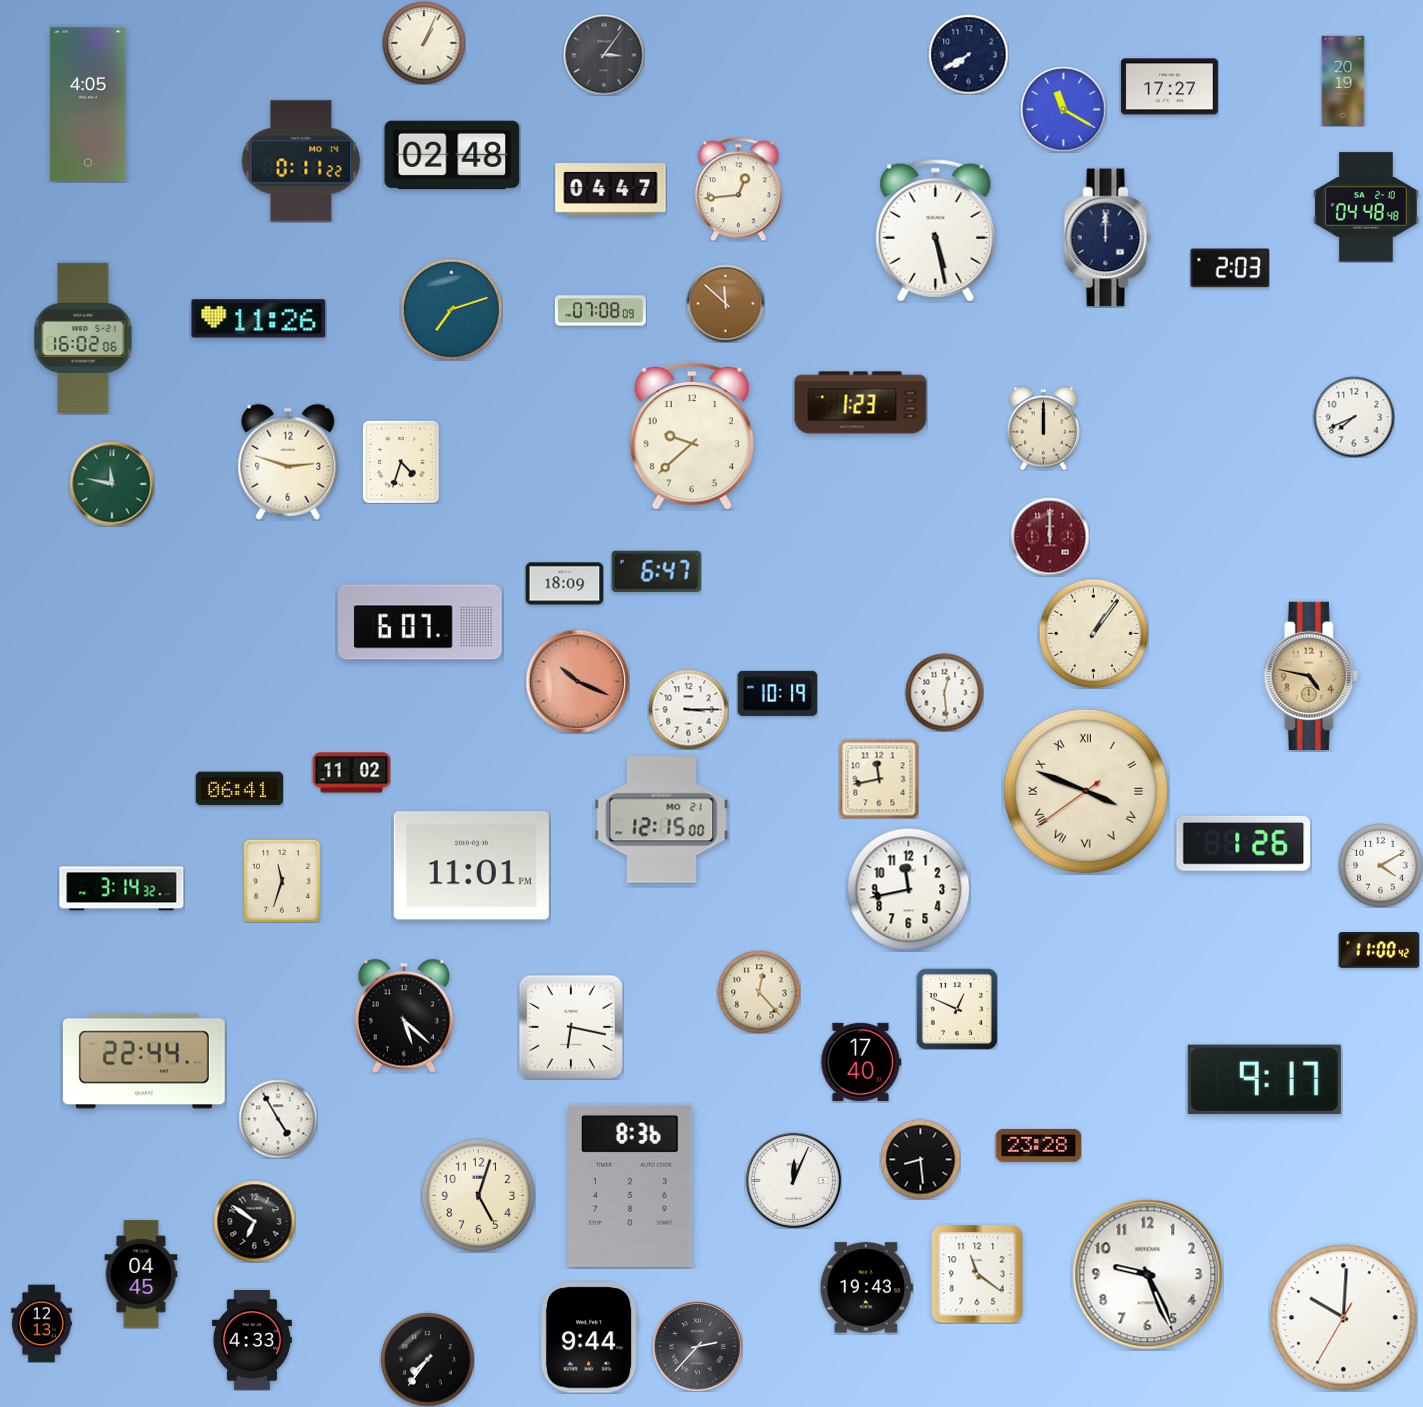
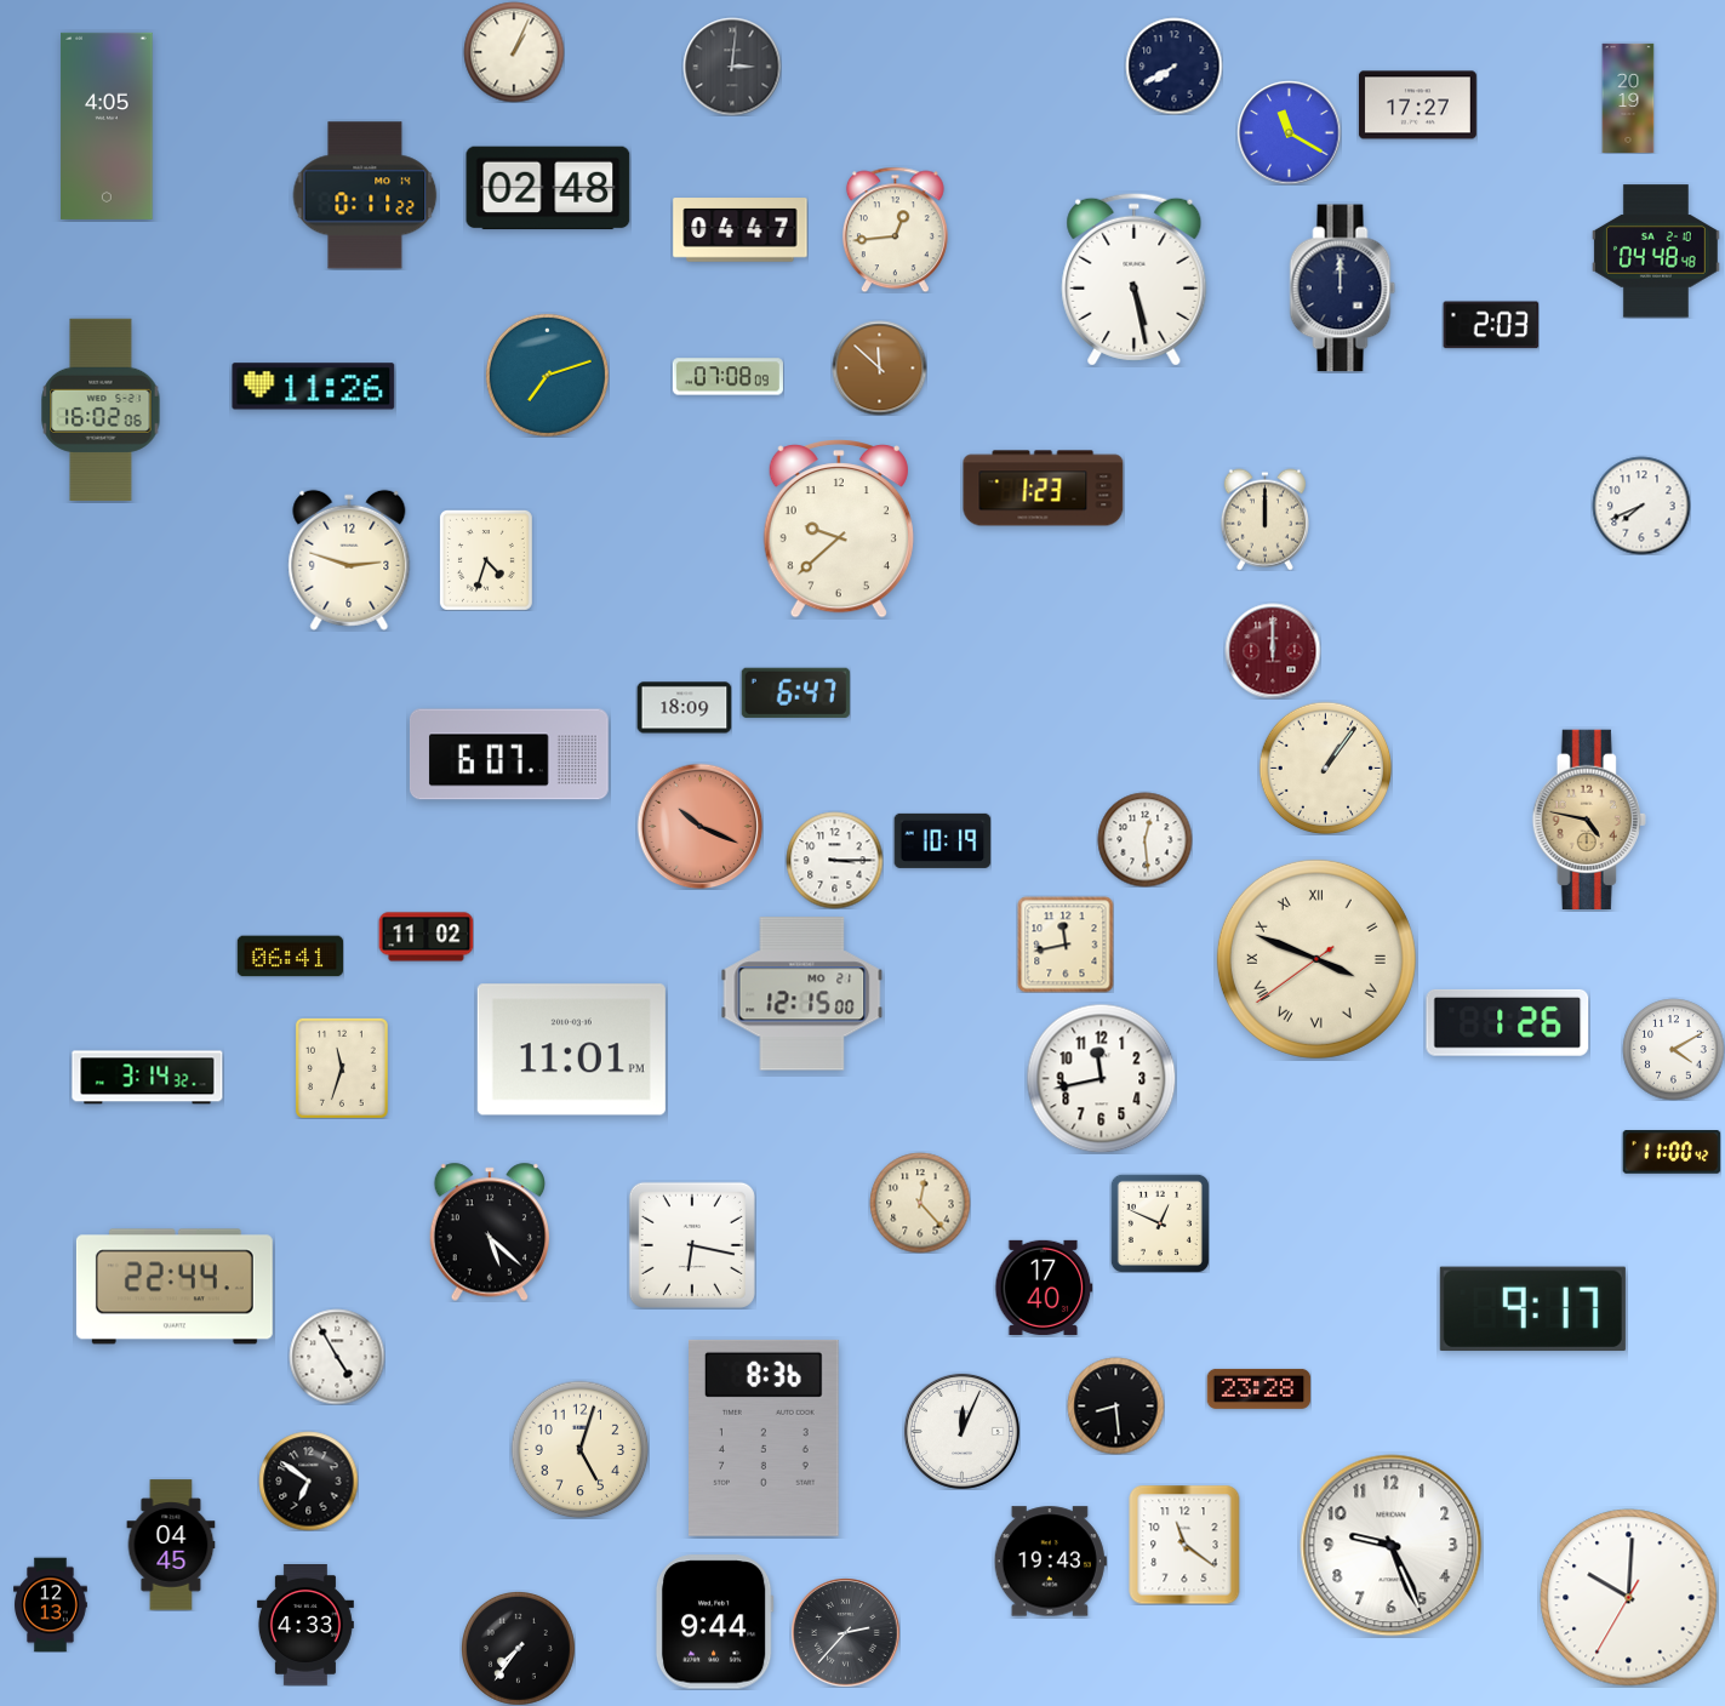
clock at (604, 55): 3:06 -> 3:01
clock at (112, 484): 11:47 -> none
